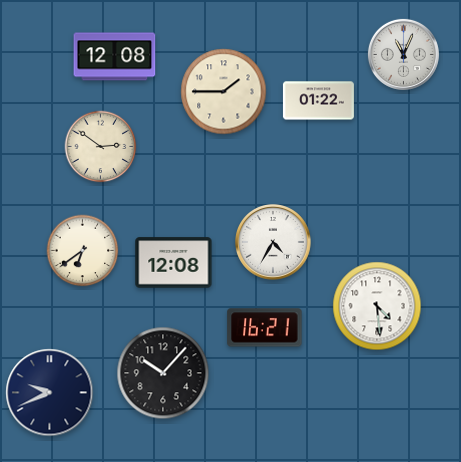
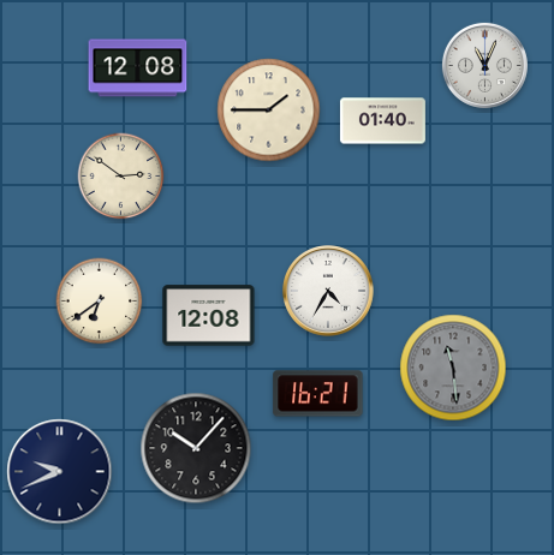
clock at (318, 101): 01:22 -> 01:40
clock at (377, 306): 4:29 -> 11:29
clock at (377, 306) dial: white -> grey
